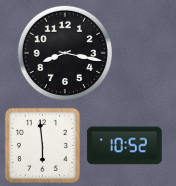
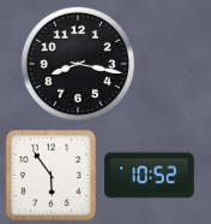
clock at (42, 145): 5:59 -> 5:54
